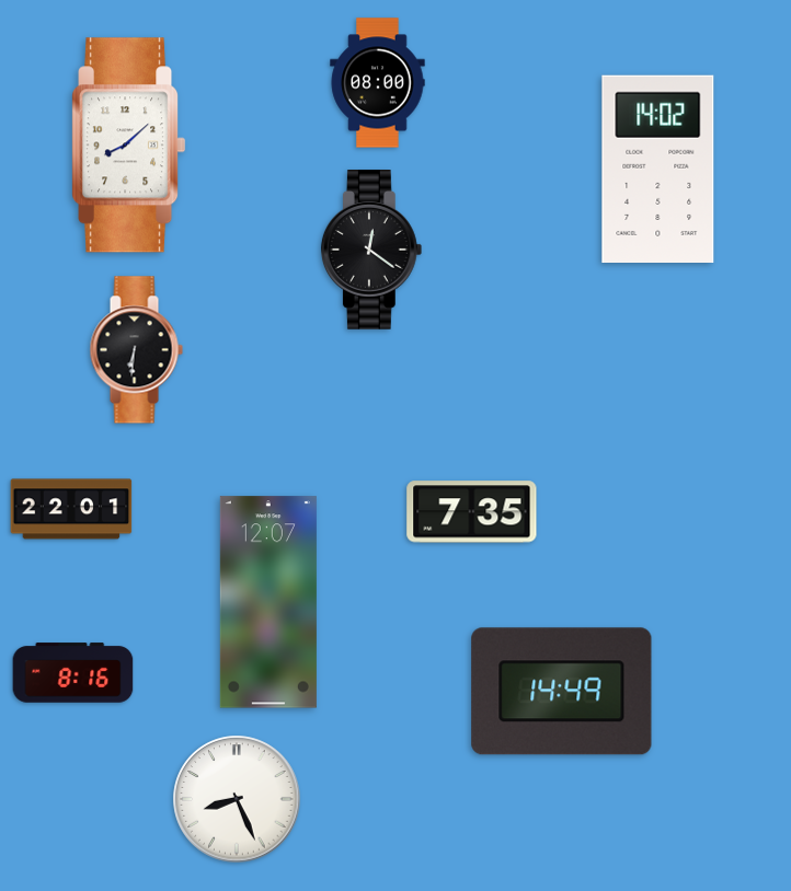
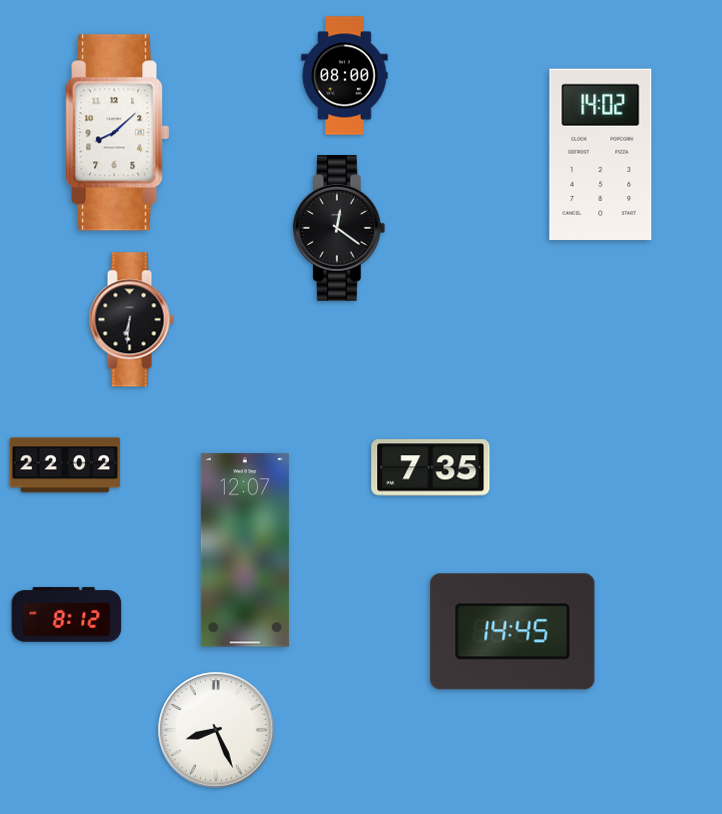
clock at (136, 350) position: (136, 350) -> (131, 320)
clock at (71, 509): 22:01 -> 22:02
clock at (73, 673): 8:16 -> 8:12
clock at (562, 692): 14:49 -> 14:45
